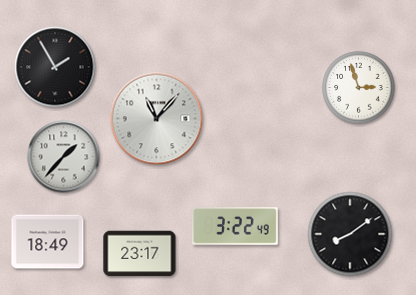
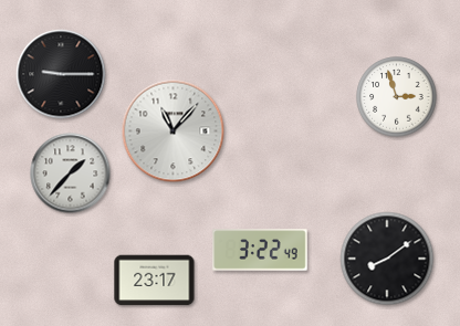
clock at (55, 67): 1:55 -> 9:15
clock at (48, 242): 18:49 -> none
